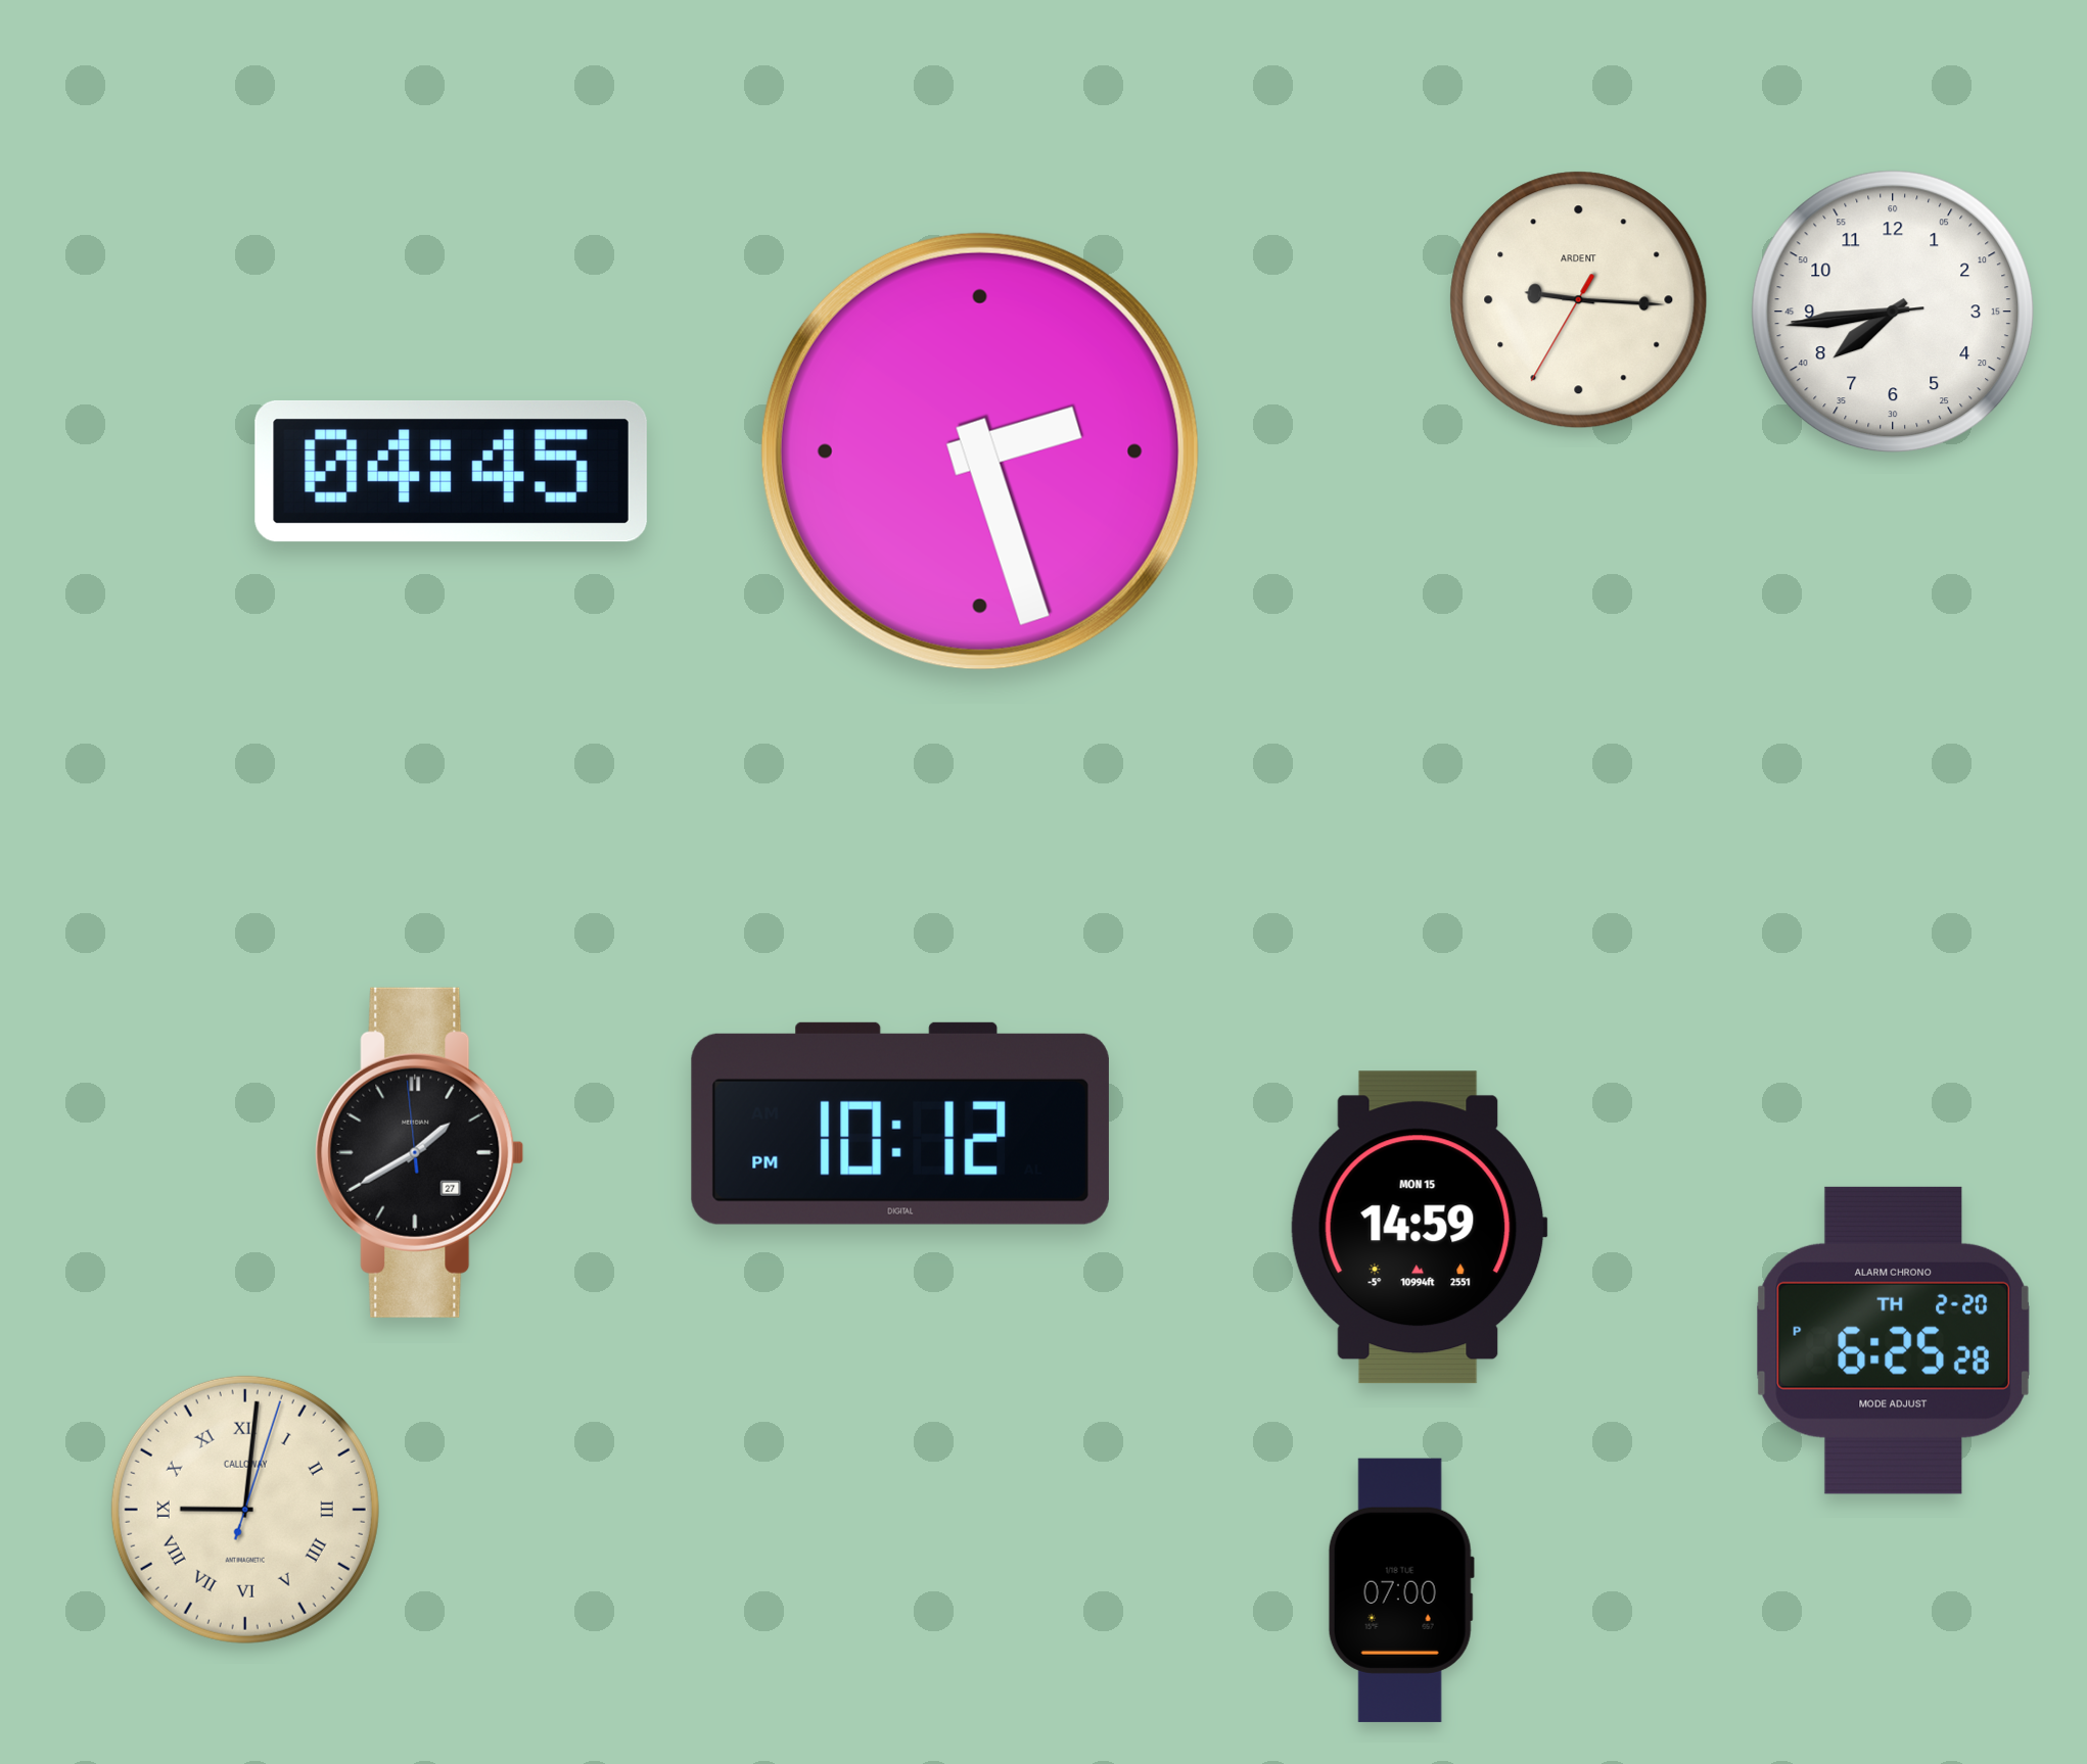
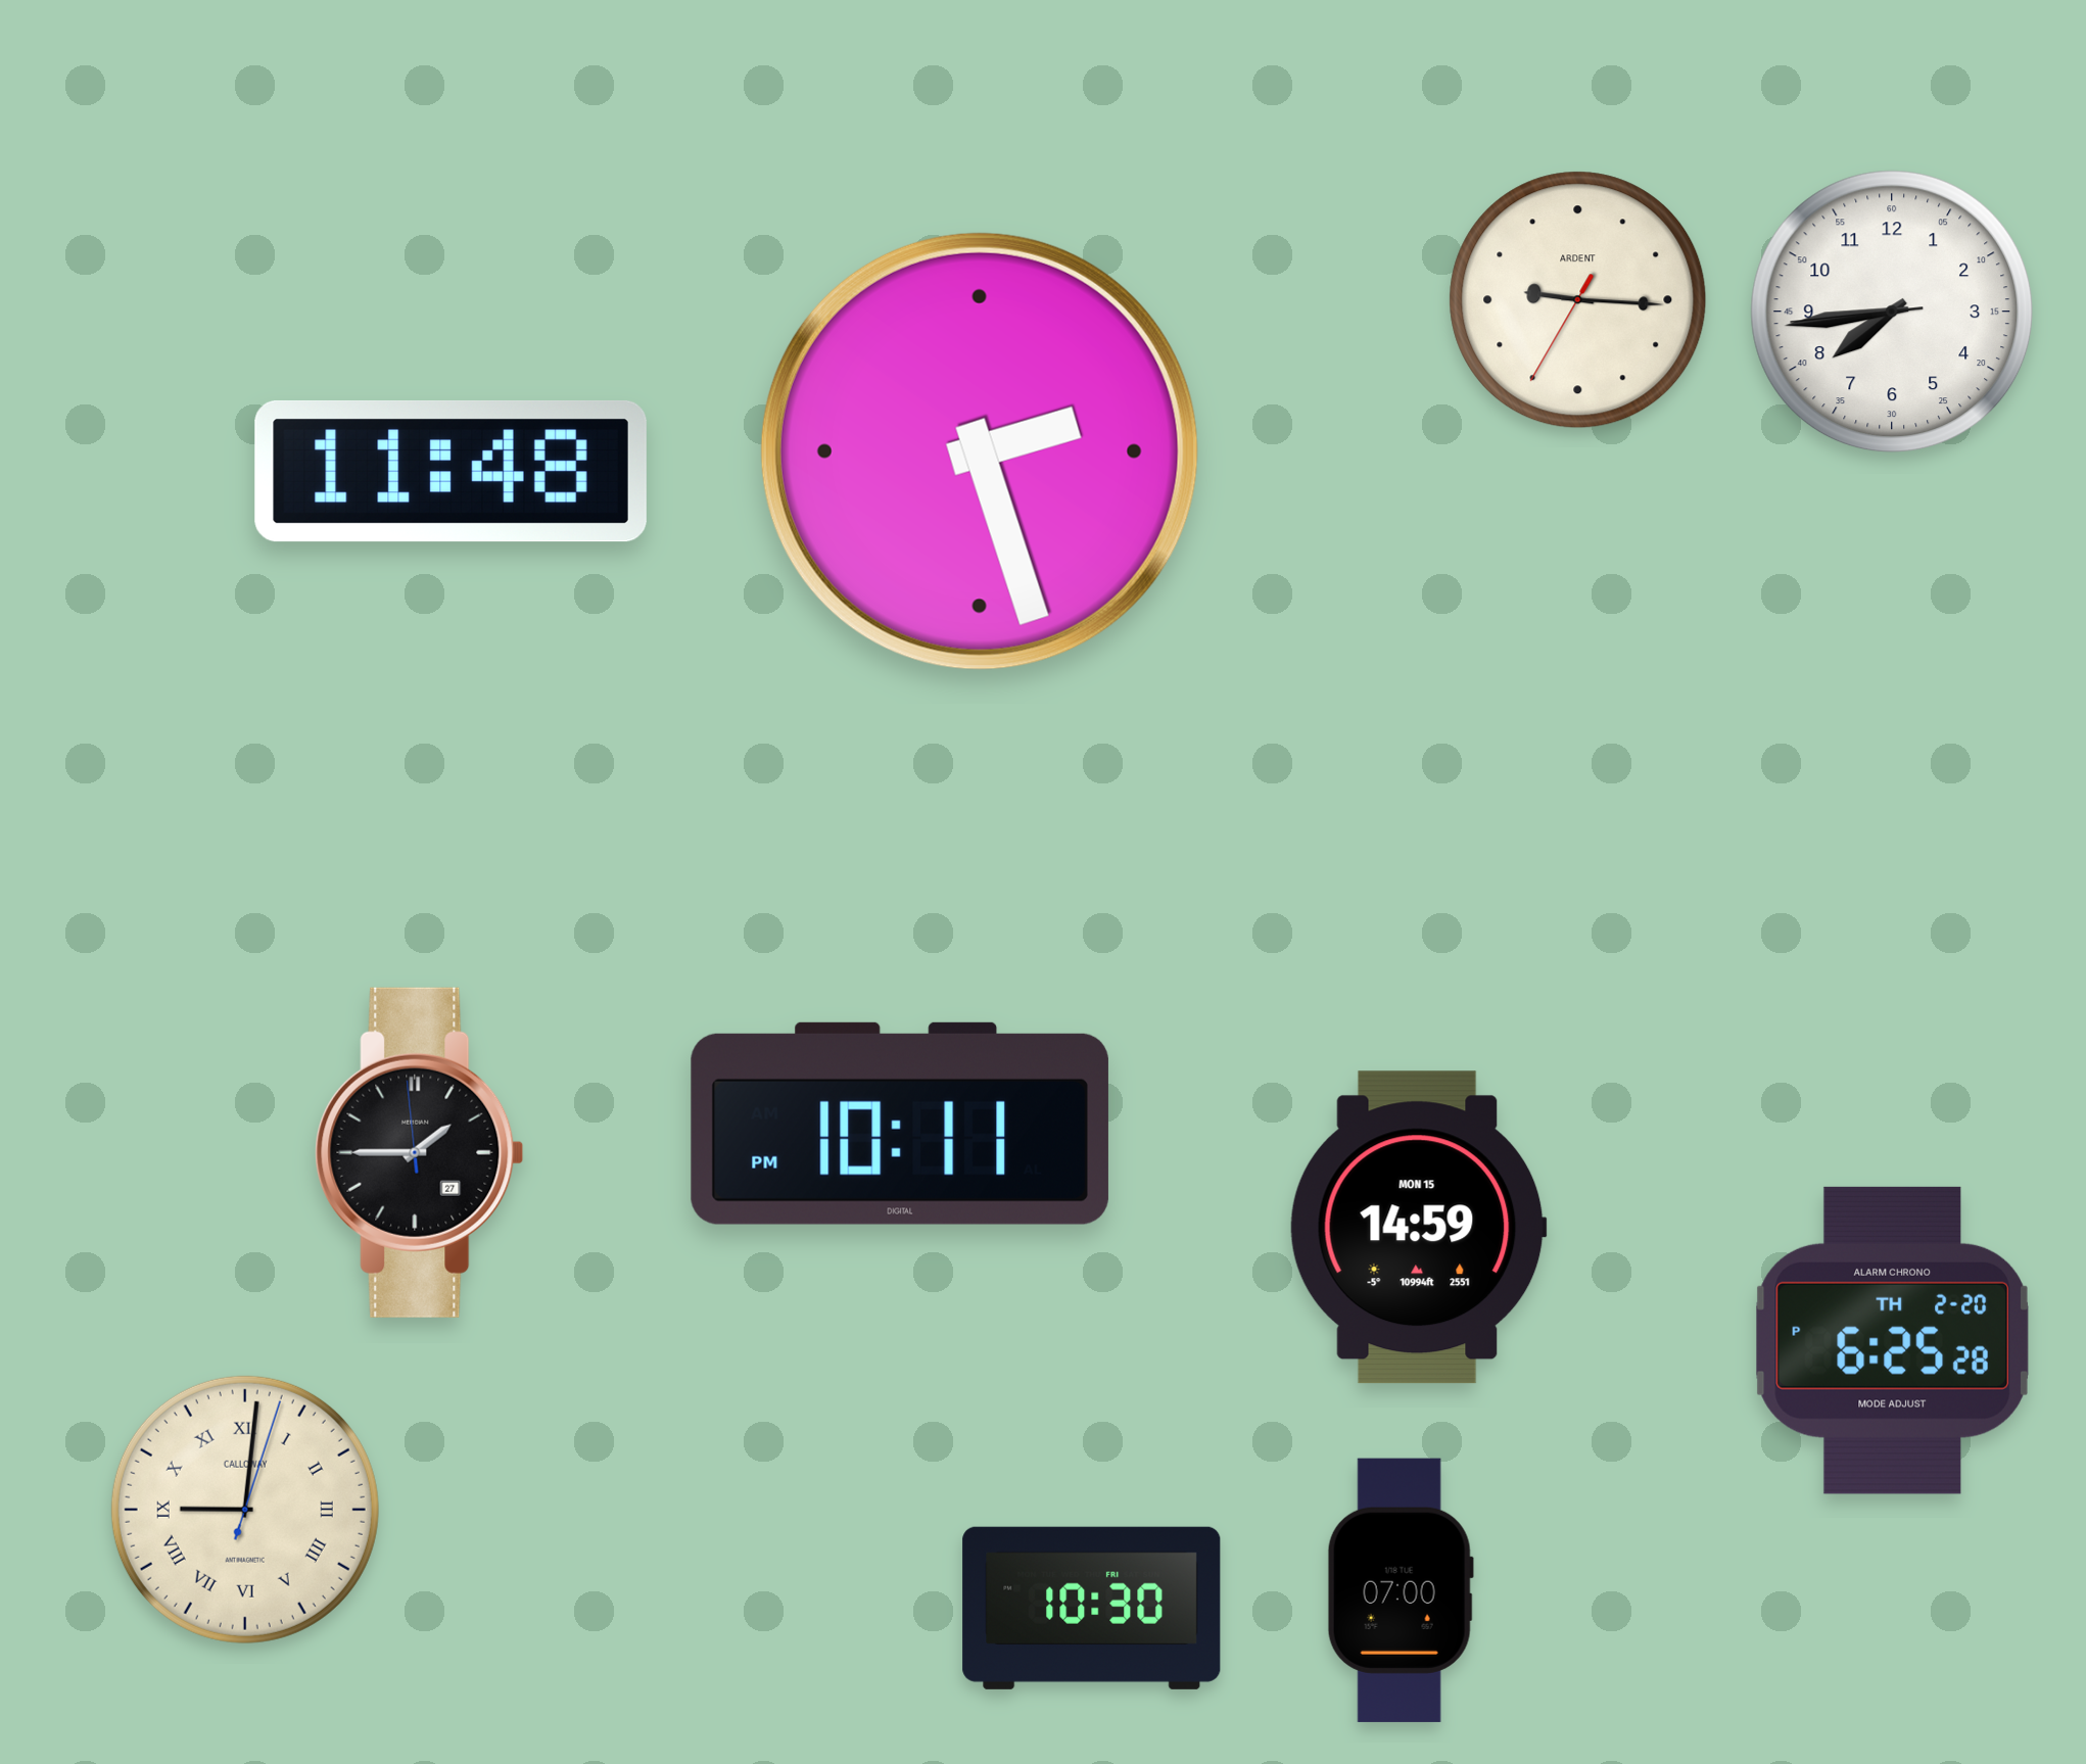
clock at (451, 471): 04:45 -> 11:48
clock at (900, 1124): 10:12 -> 10:11
clock at (420, 1152): 1:39 -> 1:44
clock at (1092, 1608): none -> 10:30
